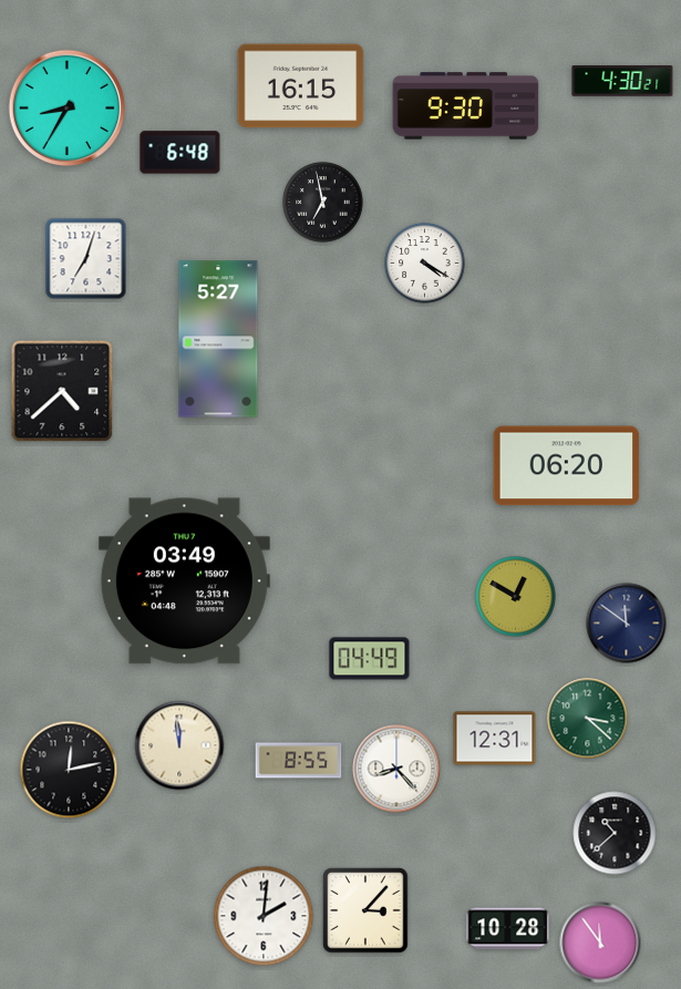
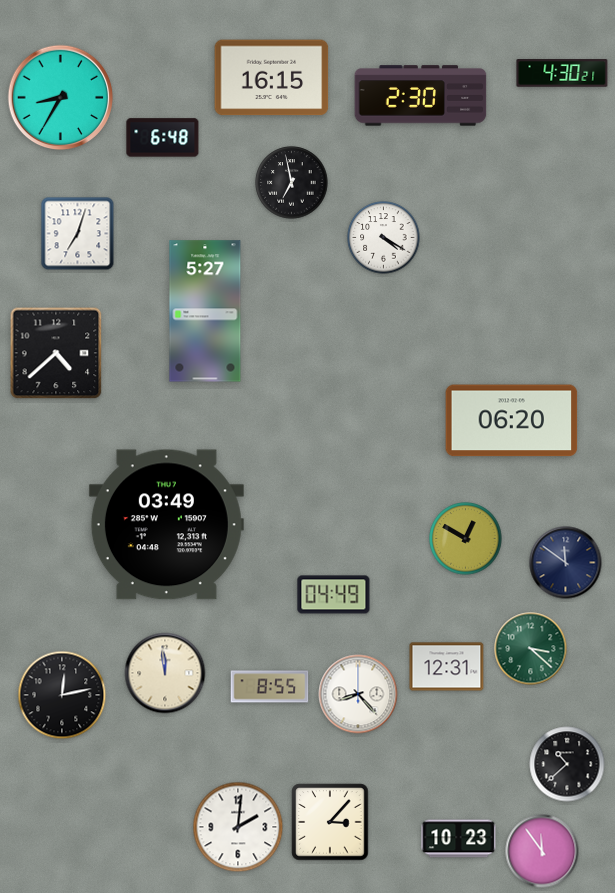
clock at (466, 106): 9:30 -> 2:30
clock at (218, 339) position: (218, 339) -> (205, 311)
clock at (179, 745) position: (179, 745) -> (165, 673)
clock at (615, 833) position: (615, 833) -> (567, 764)
clock at (508, 929): 10:28 -> 10:23
